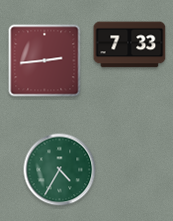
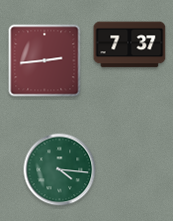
clock at (130, 45): 7:33 -> 7:37
clock at (60, 170): 4:35 -> 4:16
